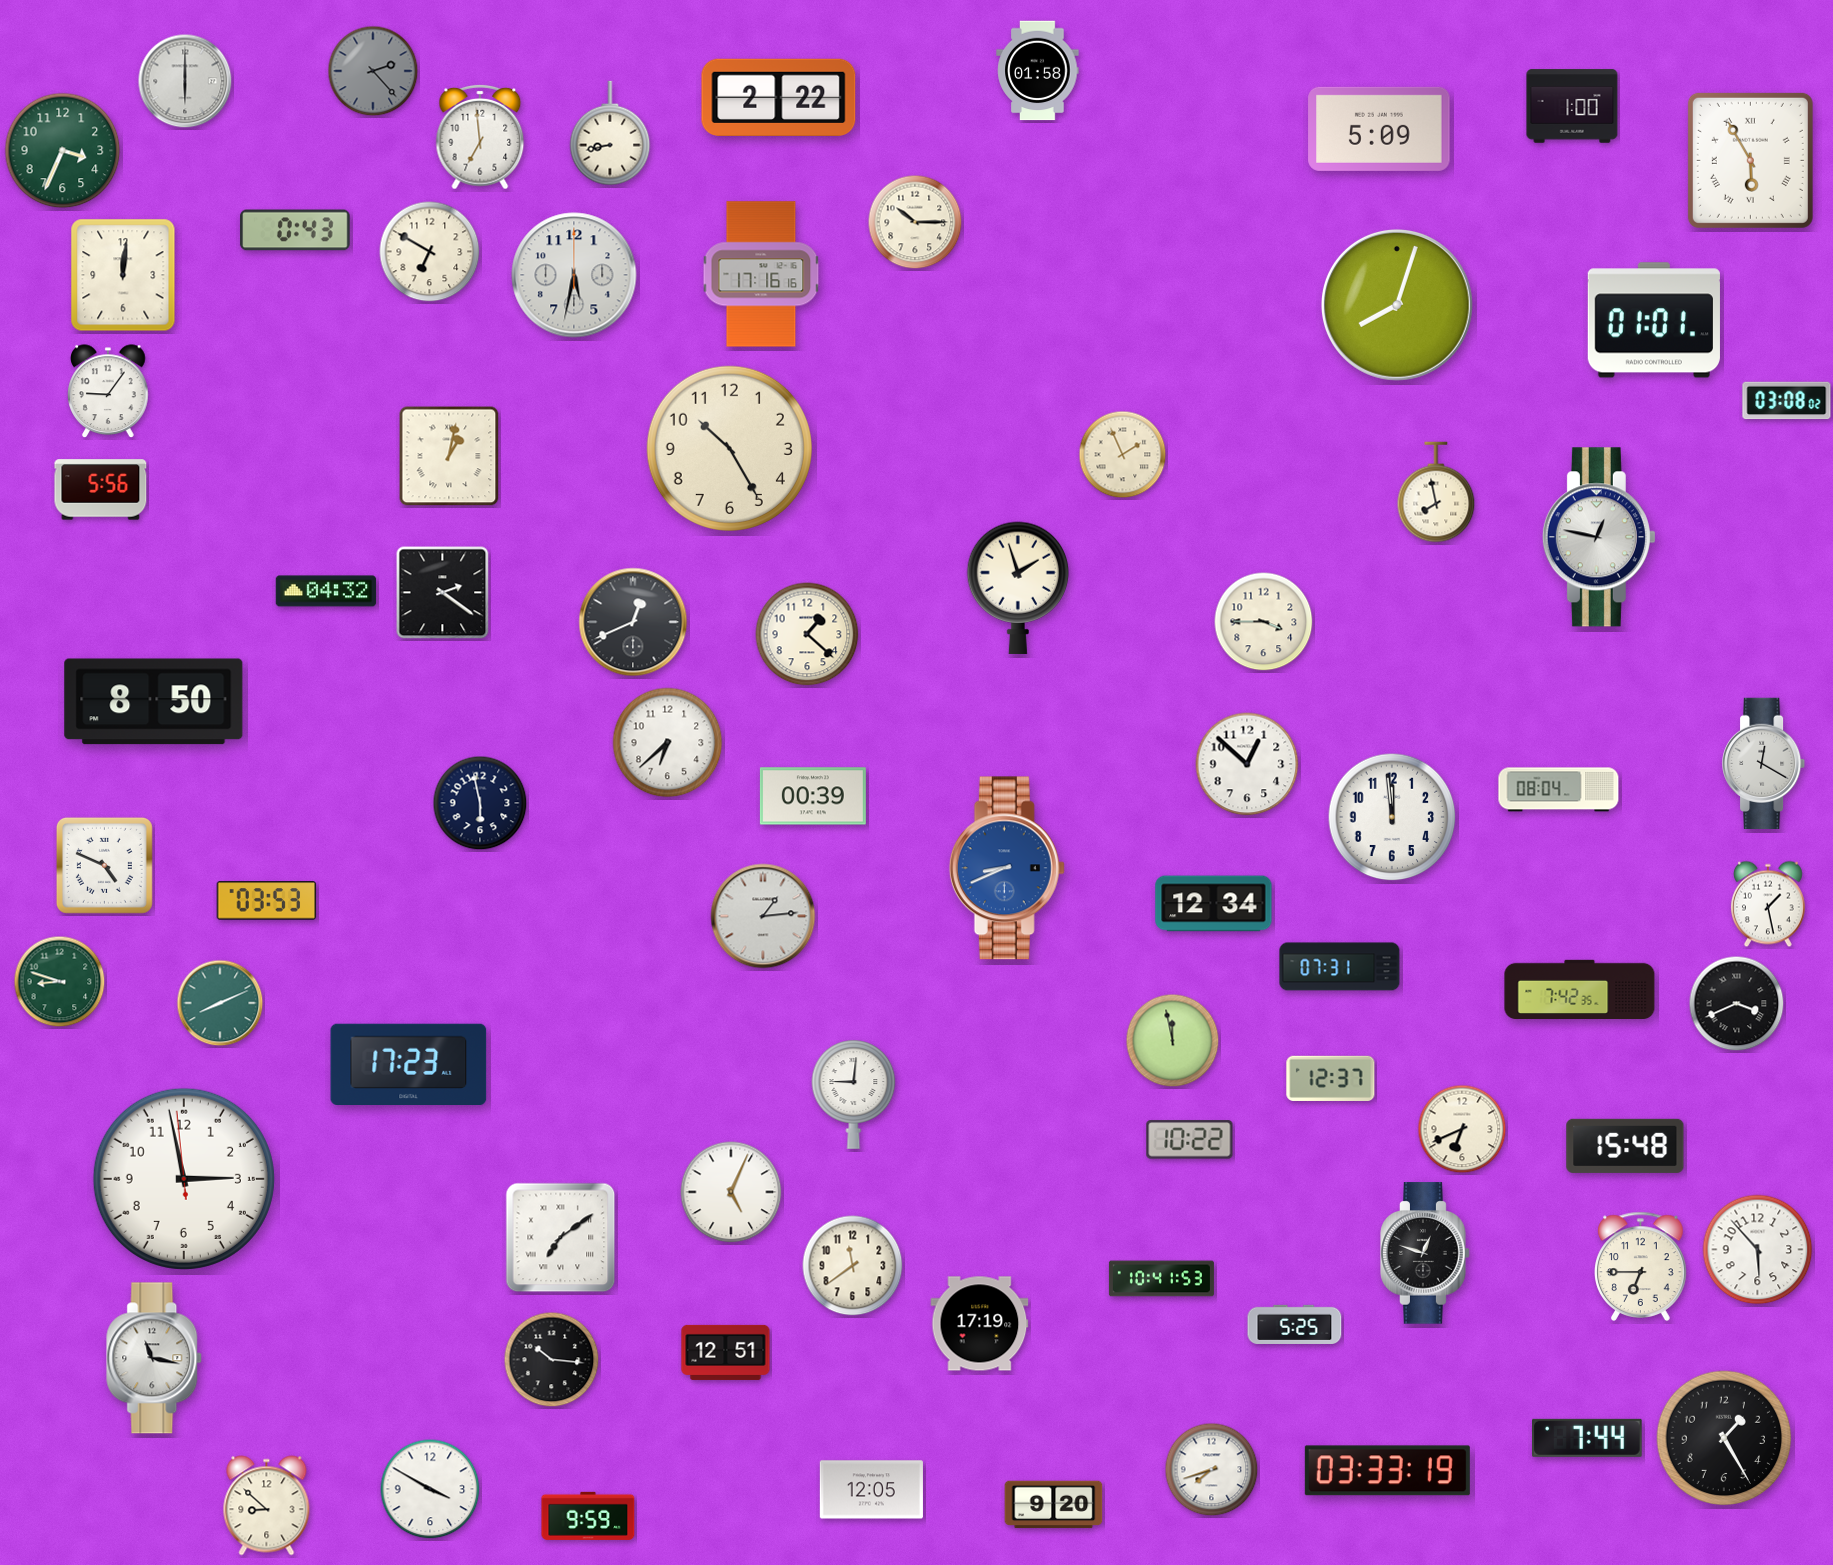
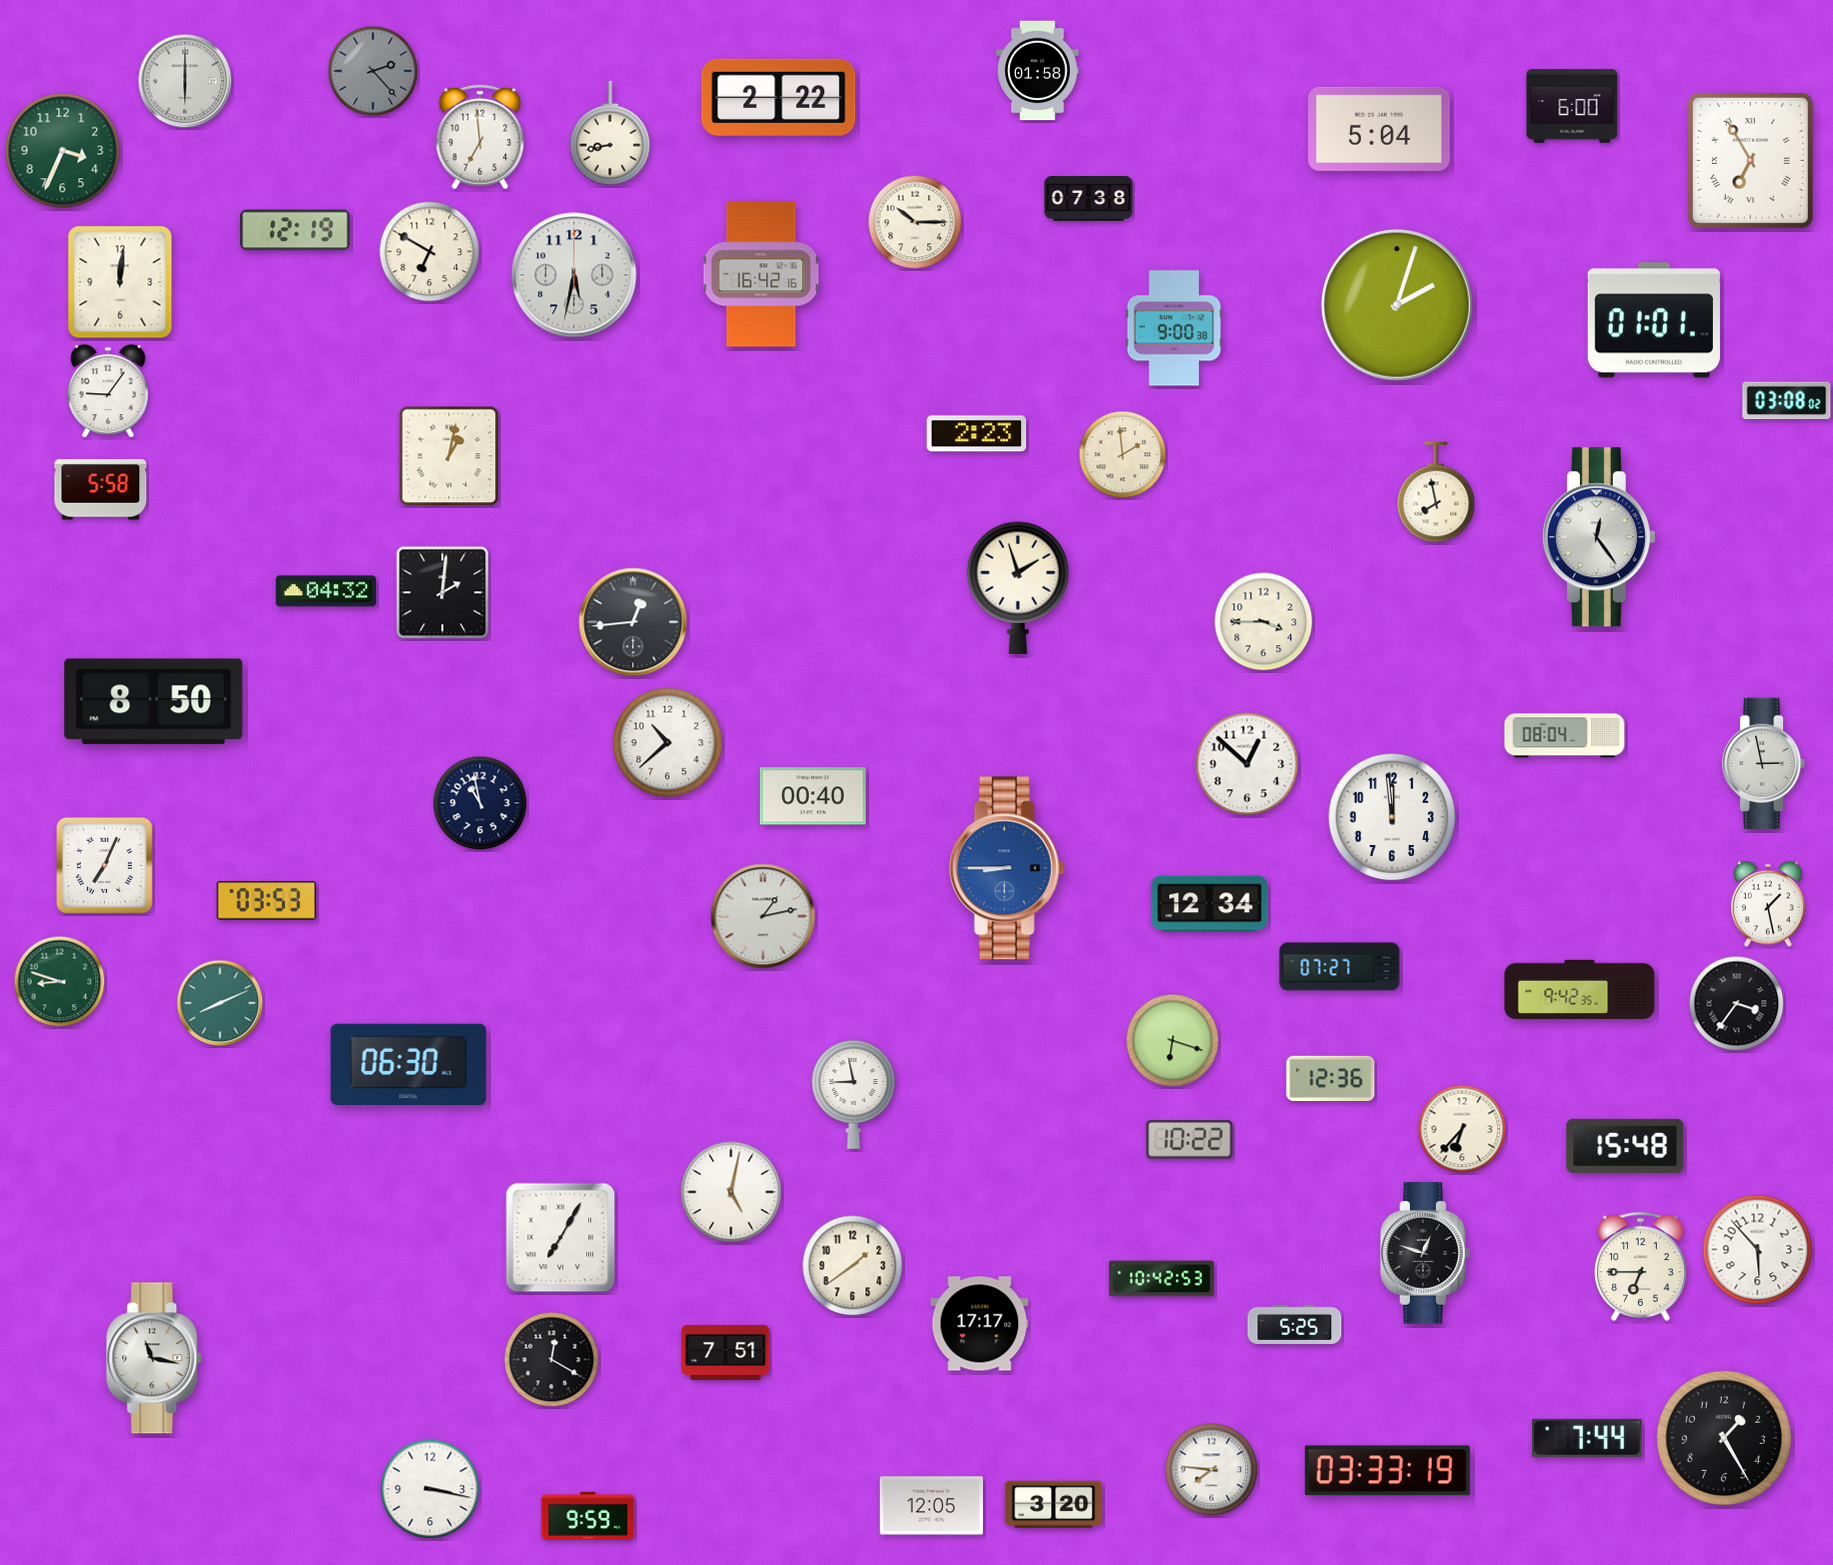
clock at (1572, 106): 1:00 -> 6:00
clock at (1379, 129): 5:09 -> 5:04
clock at (1750, 160): 5:55 -> 6:55
clock at (1089, 199): none -> 07:38
clock at (295, 230): 0:43 -> 12:19
clock at (761, 274): 17:16 -> 16:42
clock at (123, 275) position: (123, 275) -> (120, 282)
clock at (1397, 305): 8:03 -> 2:03
clock at (1174, 328): none -> 9:00
clock at (977, 434): none -> 2:23
clock at (729, 448): 10:25 -> none
clock at (1123, 455): 1:56 -> 1:59
clock at (101, 490): 5:56 -> 5:58
clock at (1599, 537): 12:47 -> 12:24
clock at (443, 593): 2:21 -> 2:01
clock at (633, 622): 12:41 -> 12:44
clock at (807, 634): 1:22 -> none
clock at (668, 743): 6:38 -> 10:38
clock at (1765, 763): 12:20 -> 2:58
clock at (1559, 790) position: (1559, 790) -> (1565, 736)
clock at (813, 796): 00:39 -> 00:40
clock at (480, 803): 5:58 -> 10:58
clock at (104, 865): 4:49 -> 7:04
clock at (1007, 868): 8:41 -> 8:45
clock at (1214, 904) position: (1214, 904) -> (1210, 904)
clock at (763, 916): 1:14 -> 1:13
clock at (1340, 967): 07:31 -> 07:27
clock at (1580, 989): 7:42 -> 9:42
clock at (1737, 1004): 3:41 -> 3:36
clock at (1173, 1041): 11:58 -> 6:18
clock at (409, 1064): 17:23 -> 06:30
clock at (1331, 1078): 12:37 -> 12:36
clock at (854, 1094): 9:01 -> 8:58
clock at (1462, 1129): 6:41 -> 6:37
clock at (184, 1179): 2:57 -> none
clock at (731, 1192): 5:04 -> 5:02
clock at (561, 1238): 7:09 -> 7:05
clock at (853, 1266): 11:39 -> 1:39
clock at (1161, 1279): 10:41 -> 10:42
clock at (980, 1324): 17:19 -> 17:17
clock at (726, 1352): 12:51 -> 7:51
clock at (552, 1360): 10:16 -> 12:20
clock at (1212, 1470): 7:42 -> 7:46
clock at (430, 1489): 3:50 -> 3:17
clock at (871, 1490) position: (871, 1490) -> (931, 1506)
clock at (1054, 1505): 9:20 -> 3:20
clock at (267, 1506): 8:52 -> none
